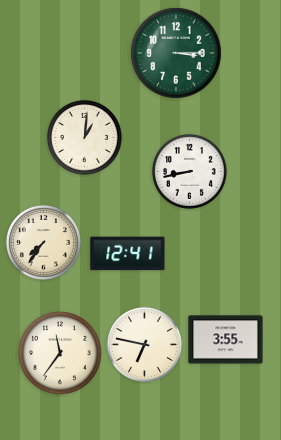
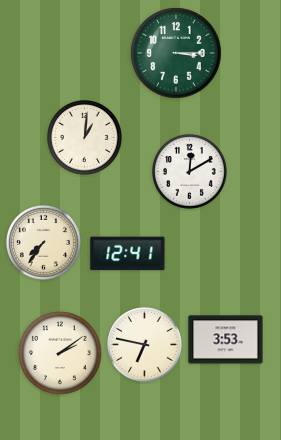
clock at (190, 172): 8:43 -> 12:10
clock at (226, 340): 3:55 -> 3:53
clock at (60, 353): 11:36 -> 2:09
